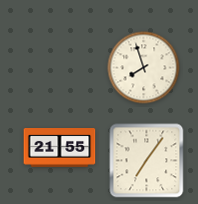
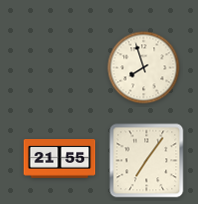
clock at (60, 148) position: (60, 148) -> (60, 159)
